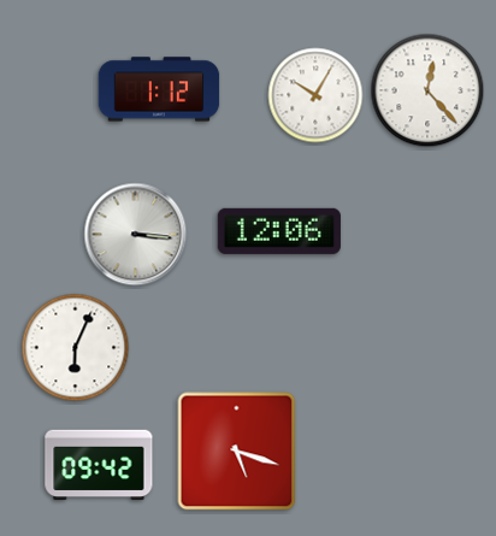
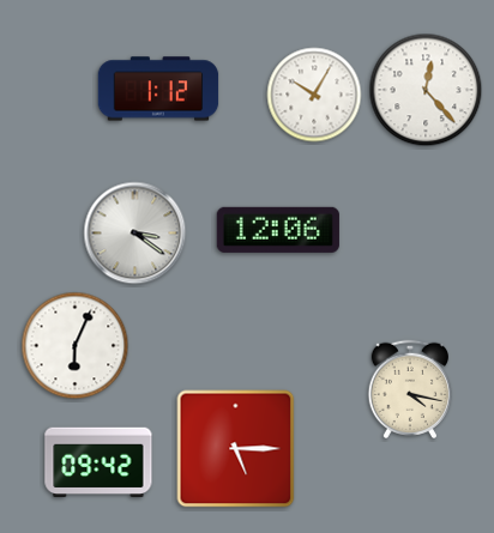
clock at (136, 235): 3:16 -> 3:21
clock at (409, 388): none -> 4:17
clock at (237, 452): 5:18 -> 5:15
